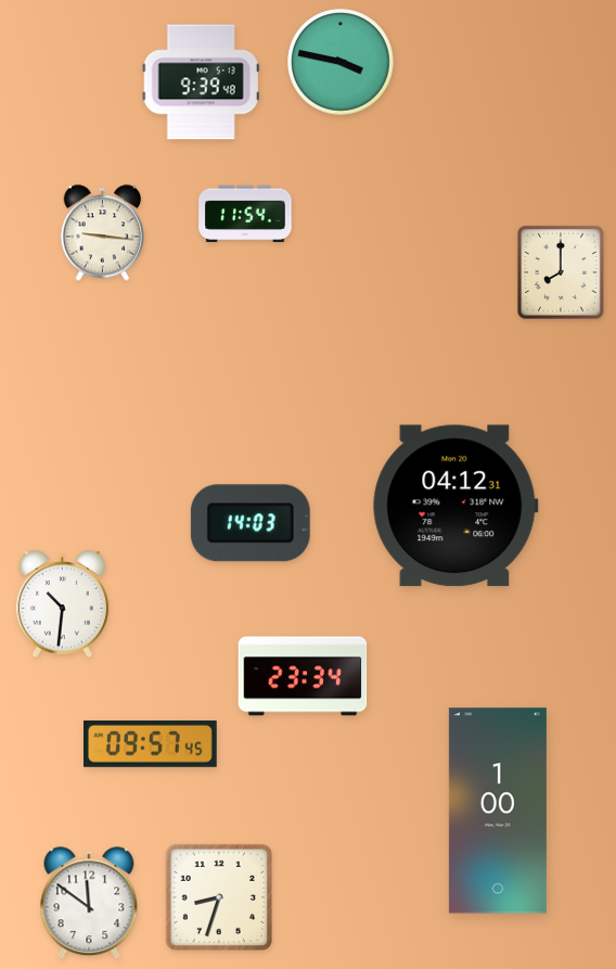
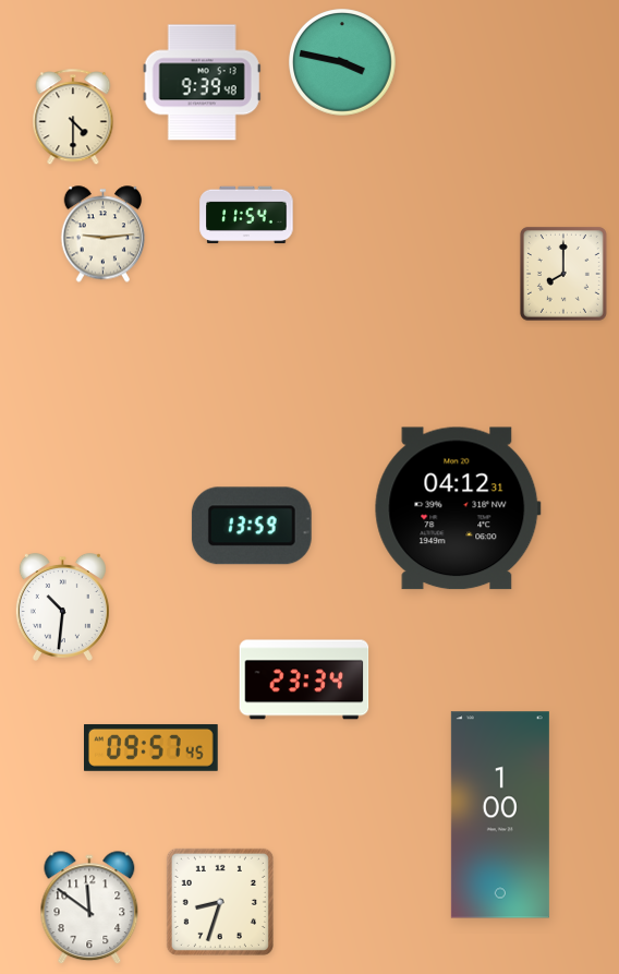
clock at (73, 118): none -> 4:30
clock at (103, 233): 9:16 -> 9:14
clock at (251, 523): 14:03 -> 13:59
